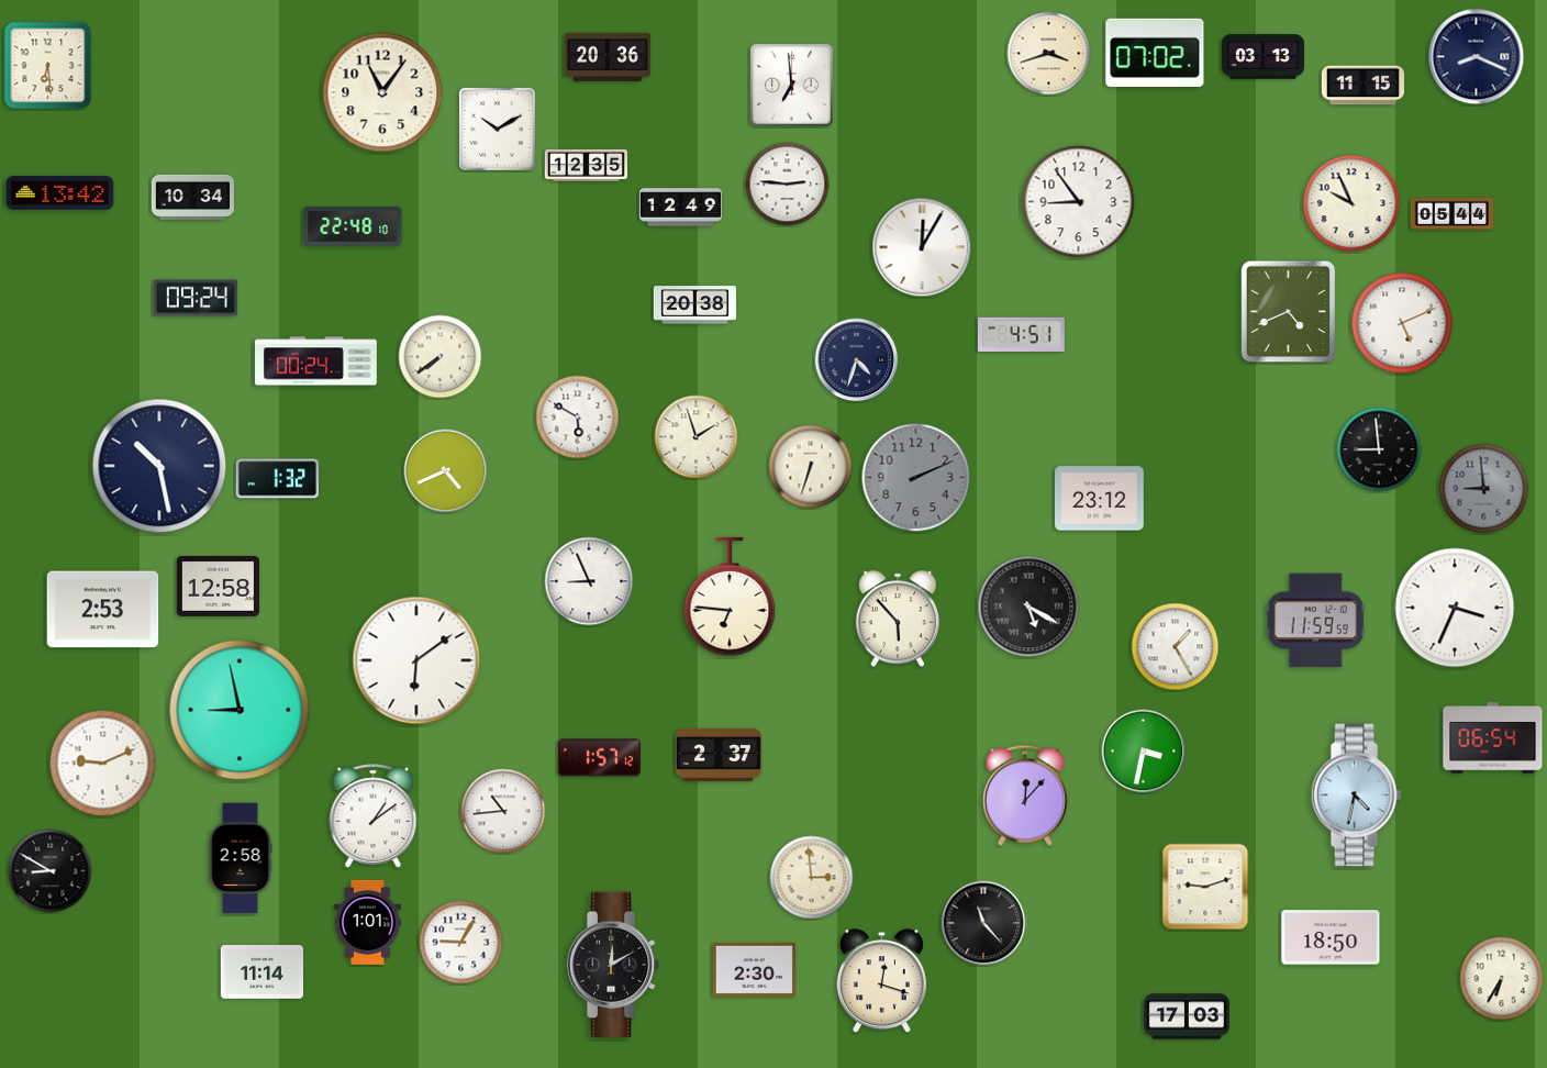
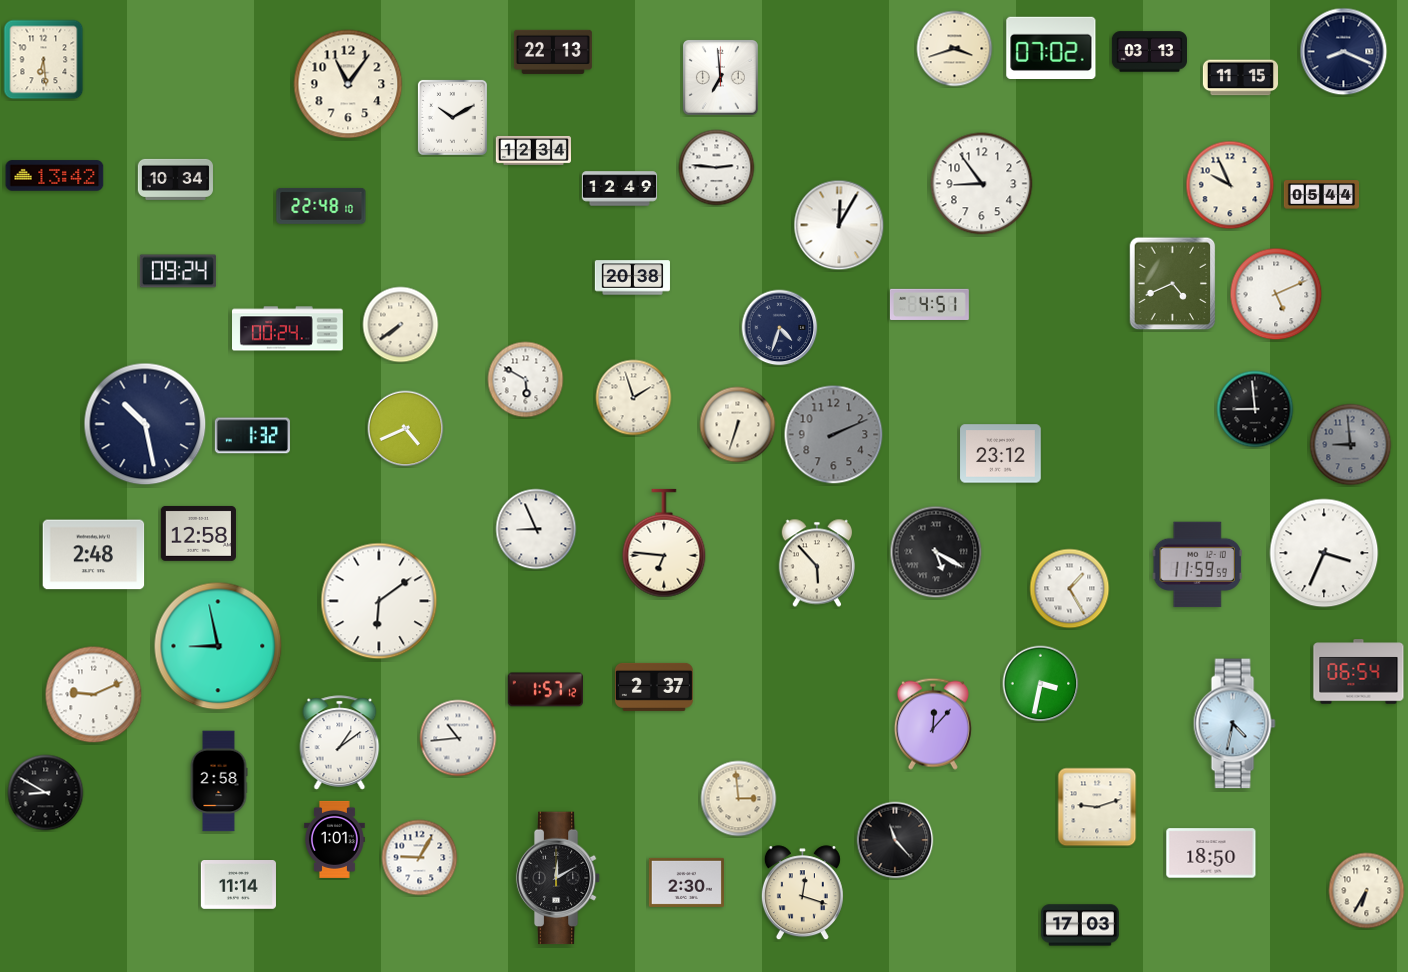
clock at (608, 57): 20:36 -> 22:13
clock at (586, 165): 12:35 -> 12:34
clock at (103, 610): 2:53 -> 2:48
